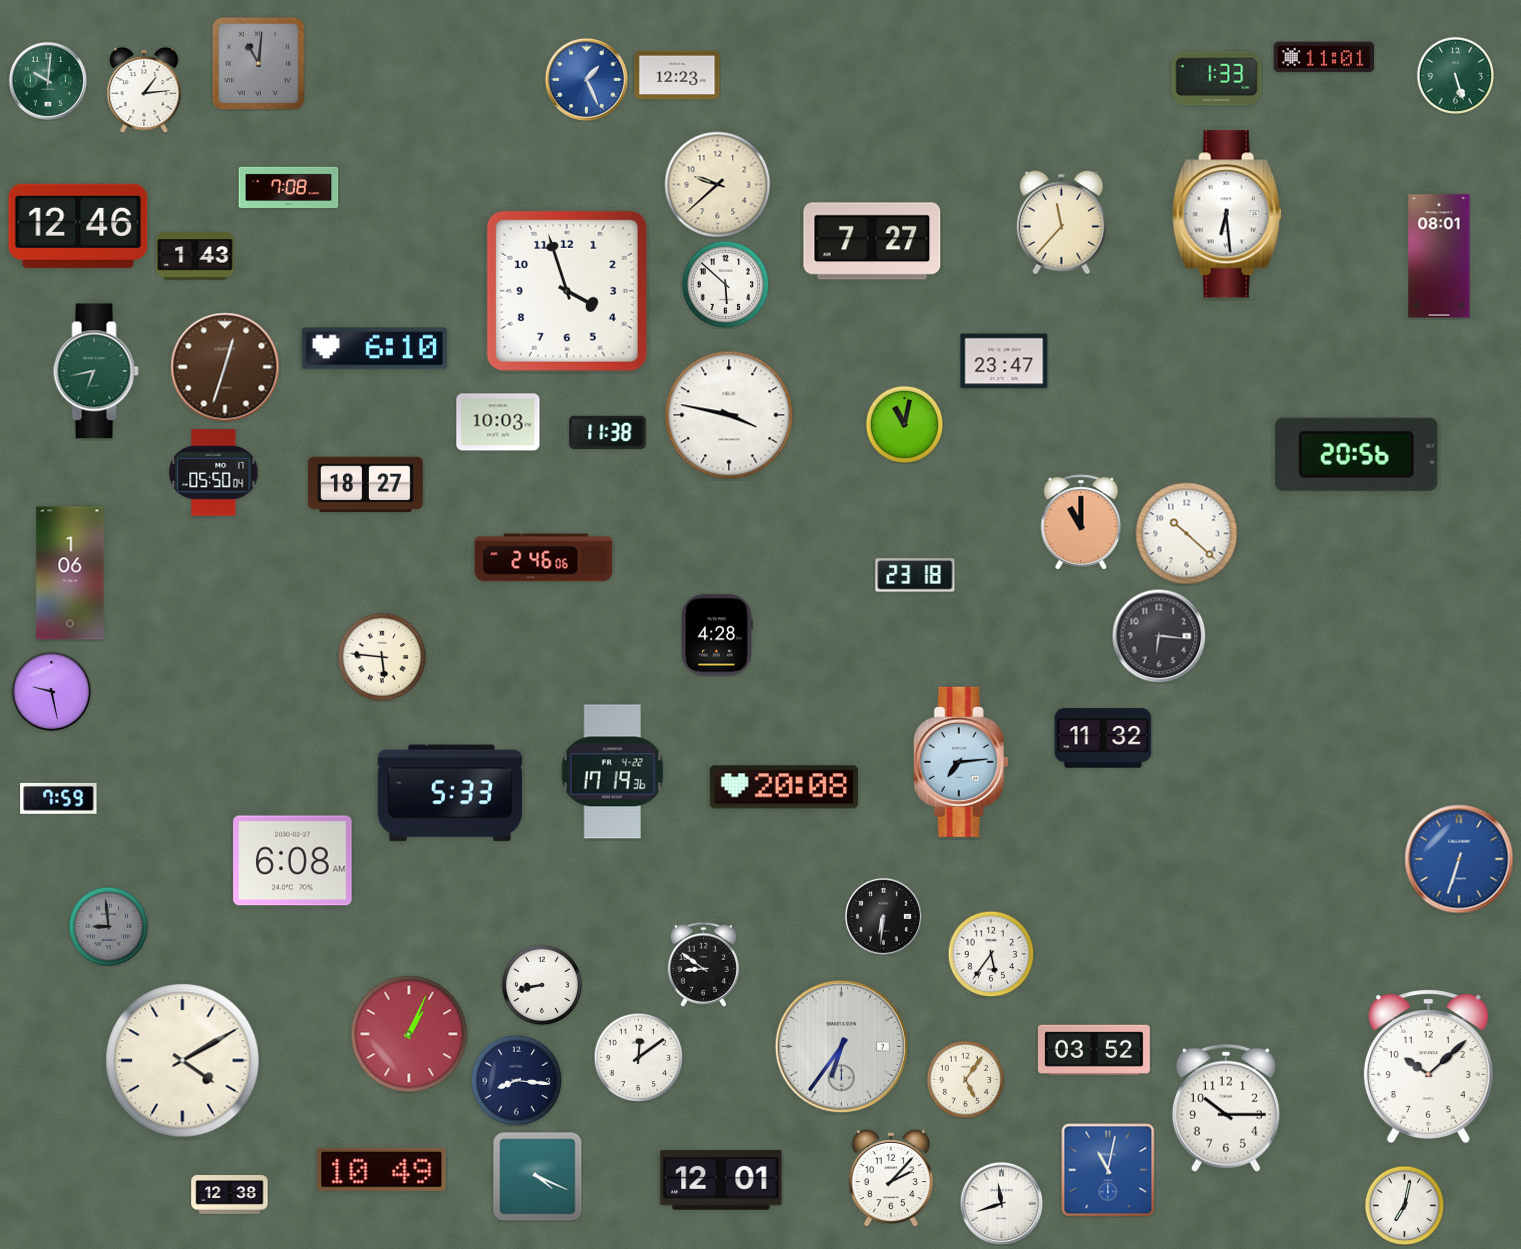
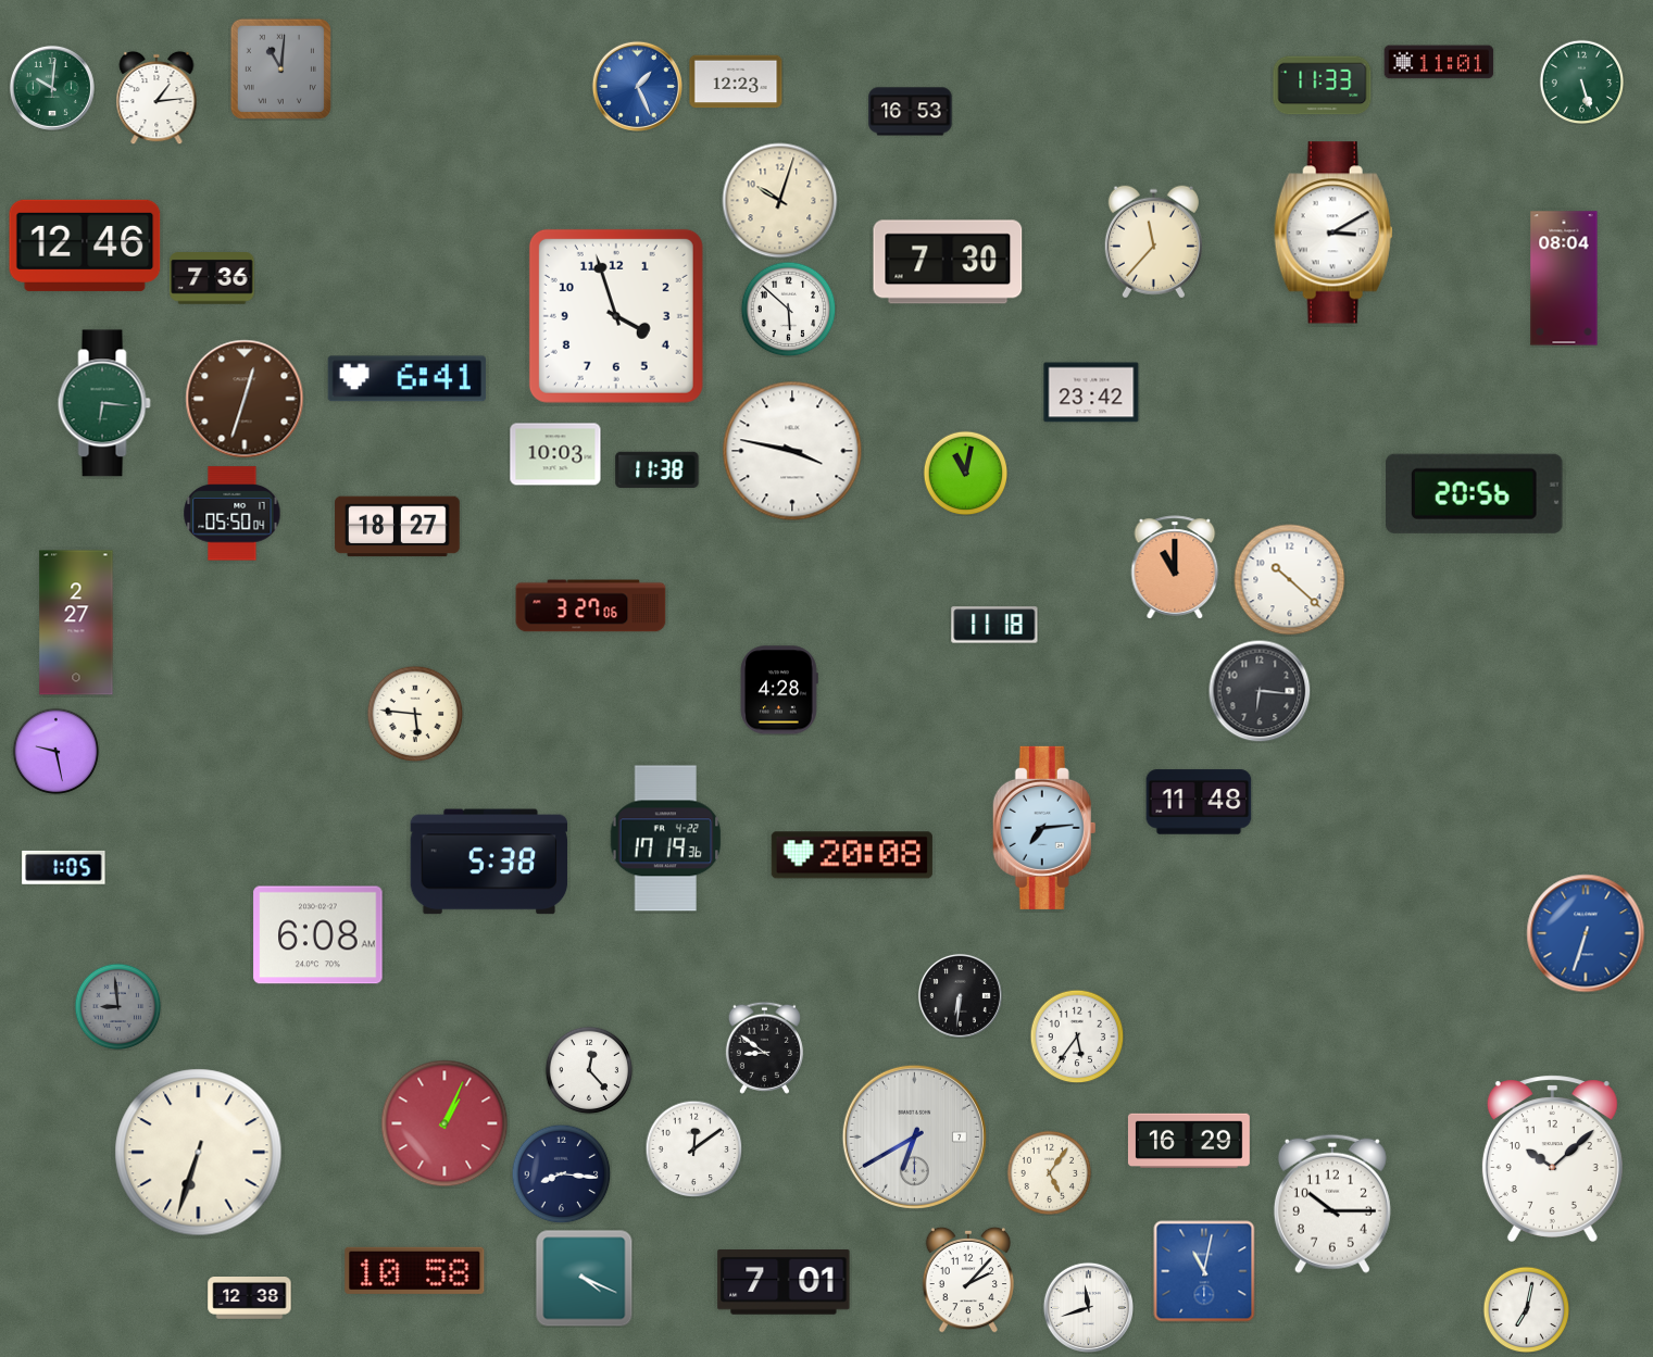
clock at (1217, 79): 1:33 -> 11:33
clock at (911, 112): none -> 16:53
clock at (718, 185): 9:38 -> 10:03
clock at (289, 187): 7:08 -> none
clock at (1227, 214): 6:29 -> 3:10
clock at (872, 241): 7:27 -> 7:30
clock at (195, 256): 1:43 -> 7:36
clock at (1439, 256): 08:01 -> 08:04
clock at (374, 349): 6:10 -> 6:41
clock at (1004, 361): 23:47 -> 23:42
clock at (96, 371): 6:43 -> 6:16
clock at (498, 422) position: (498, 422) -> (555, 454)
clock at (904, 424) position: (904, 424) -> (965, 473)
clock at (608, 433) position: (608, 433) -> (658, 470)
clock at (544, 558): 2:46 -> 3:27
clock at (70, 573): 1:06 -> 2:27
clock at (915, 575): 23:18 -> 11:18
clock at (1103, 738): 11:32 -> 11:48
clock at (450, 793): 5:33 -> 5:38
clock at (59, 798): 7:59 -> 1:05
clock at (542, 985): 8:43 -> 12:23
clock at (841, 1046): 6:36 -> 6:40
clock at (1094, 1050): 03:52 -> 16:29
clock at (183, 1061): 4:10 -> 6:33
clock at (382, 1169): 10:49 -> 10:58
clock at (721, 1181): 12:01 -> 7:01
